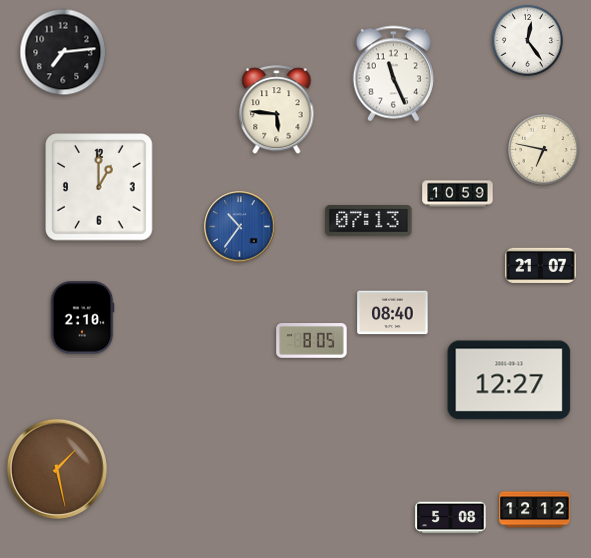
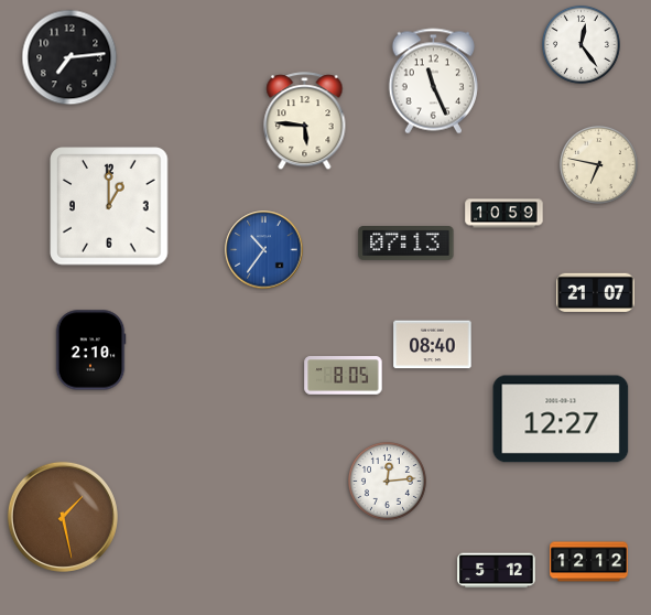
clock at (387, 481): none -> 12:14
clock at (451, 518): 5:08 -> 5:12
